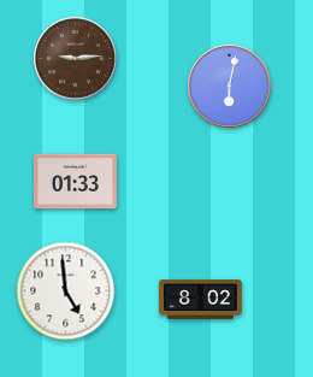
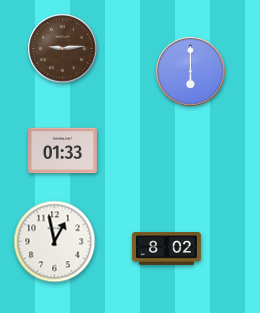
clock at (230, 87): 6:02 -> 6:00
clock at (66, 291): 4:59 -> 12:58
